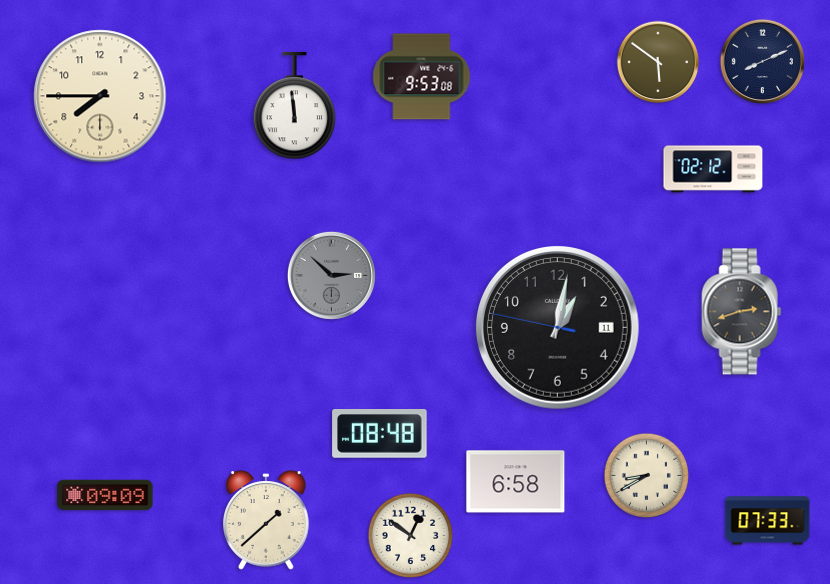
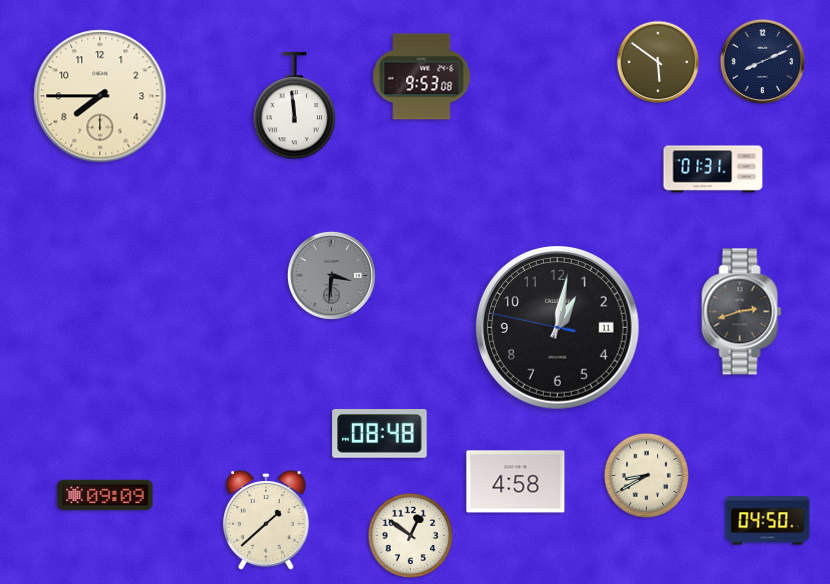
clock at (713, 169): 02:12 -> 01:31
clock at (331, 275): 2:52 -> 3:31
clock at (516, 482): 6:58 -> 4:58
clock at (768, 521): 07:33 -> 04:50
